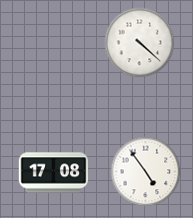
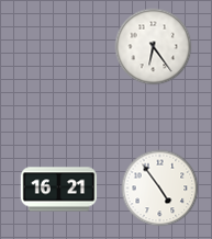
clock at (140, 43): 4:22 -> 6:24
clock at (54, 173): 17:08 -> 16:21
